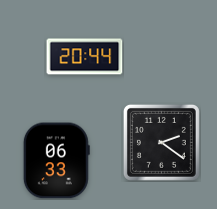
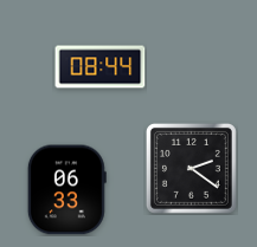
clock at (85, 57): 20:44 -> 08:44
